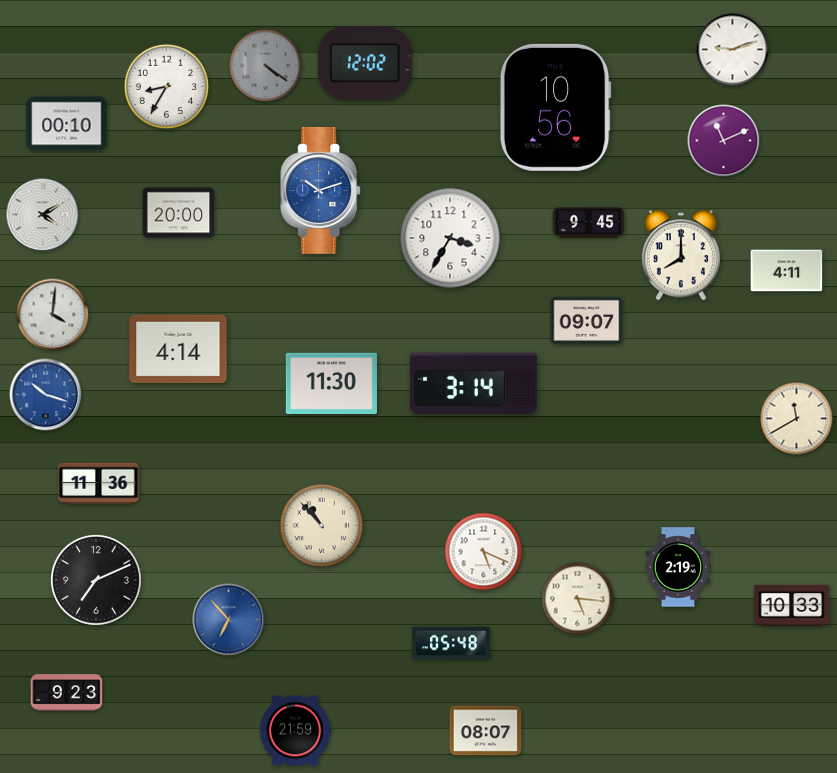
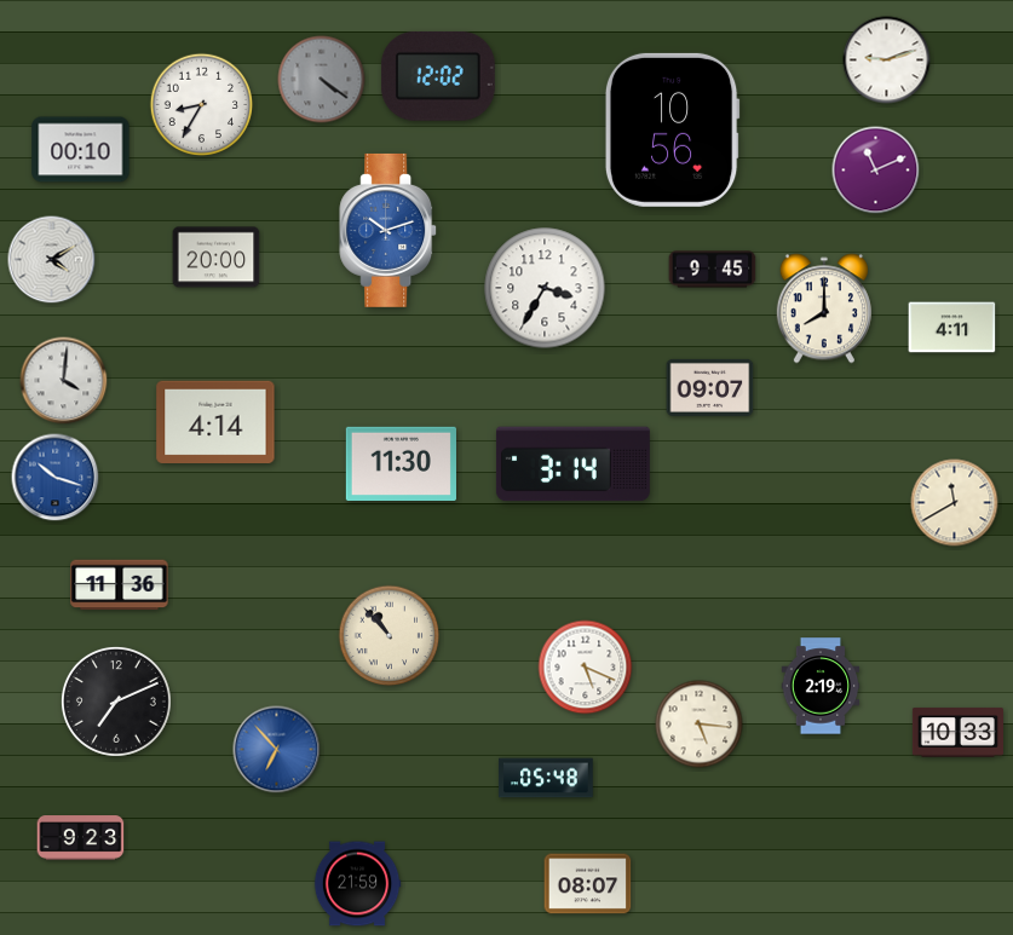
clock at (365, 64) position: (365, 64) -> (438, 77)
clock at (797, 419) position: (797, 419) -> (955, 503)
